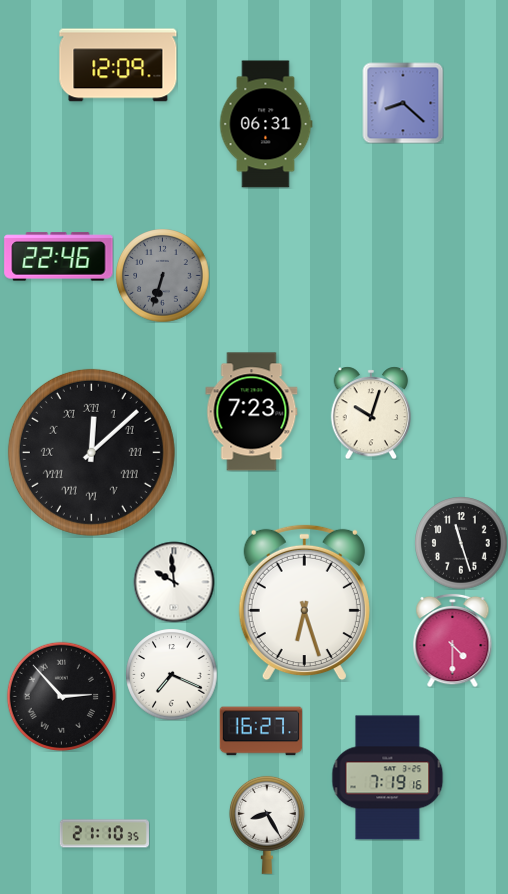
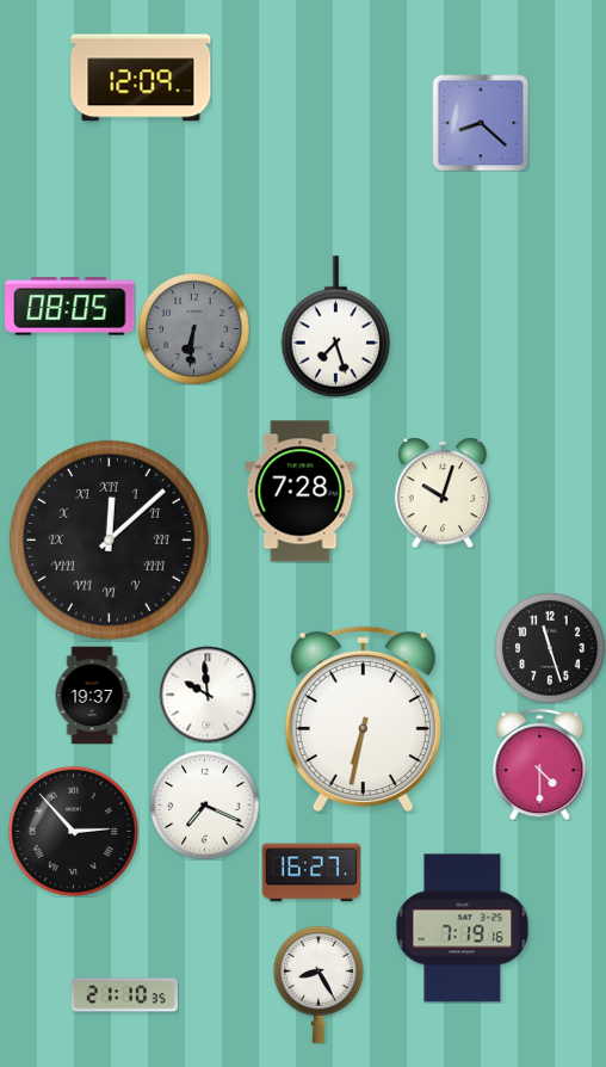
clock at (266, 124): 06:31 -> none
clock at (59, 257): 22:46 -> 08:05
clock at (336, 327): none -> 7:27
clock at (162, 275): 6:33 -> 6:31
clock at (252, 412): 7:23 -> 7:28
clock at (92, 695): none -> 19:37
clock at (304, 603): 6:27 -> 6:32
